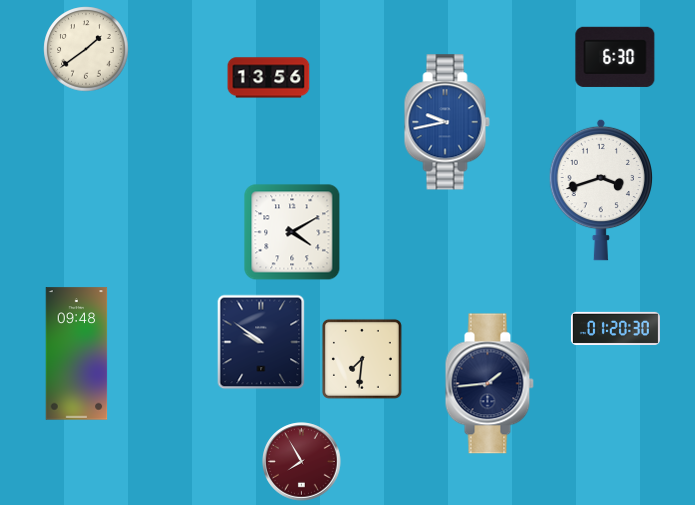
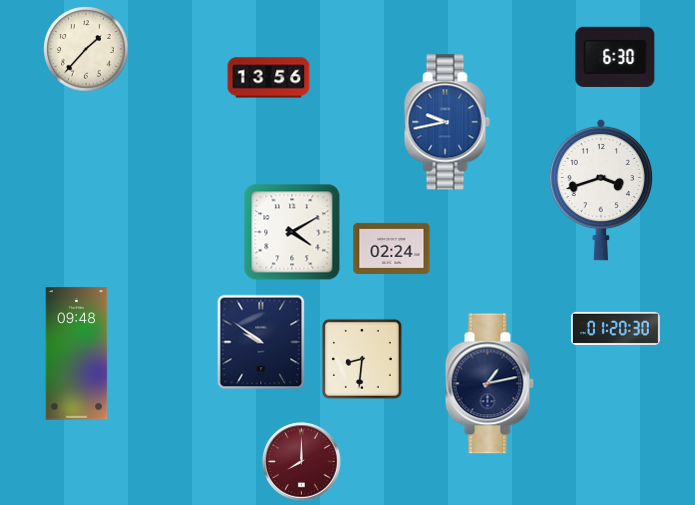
clock at (86, 49): 1:39 -> 1:37
clock at (392, 248): none -> 02:24
clock at (362, 359): 7:31 -> 8:31
clock at (489, 384): 1:44 -> 1:13
clock at (302, 462): 7:55 -> 8:00
